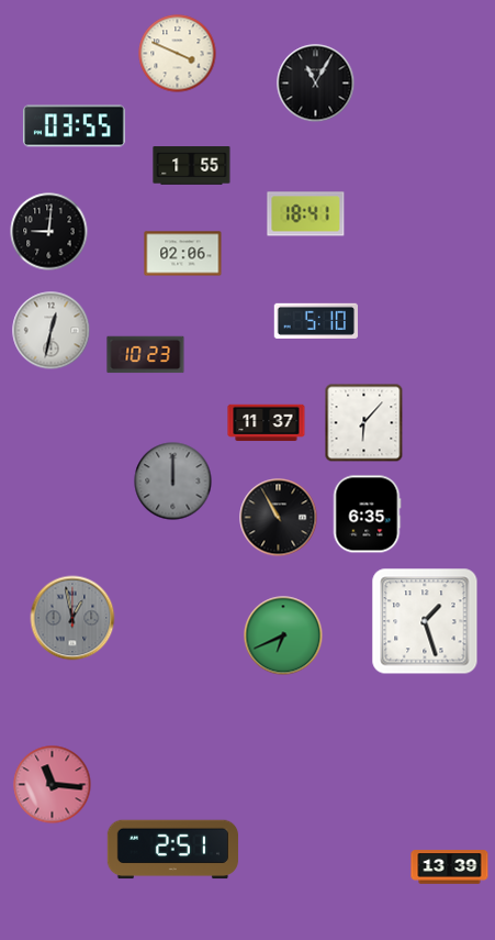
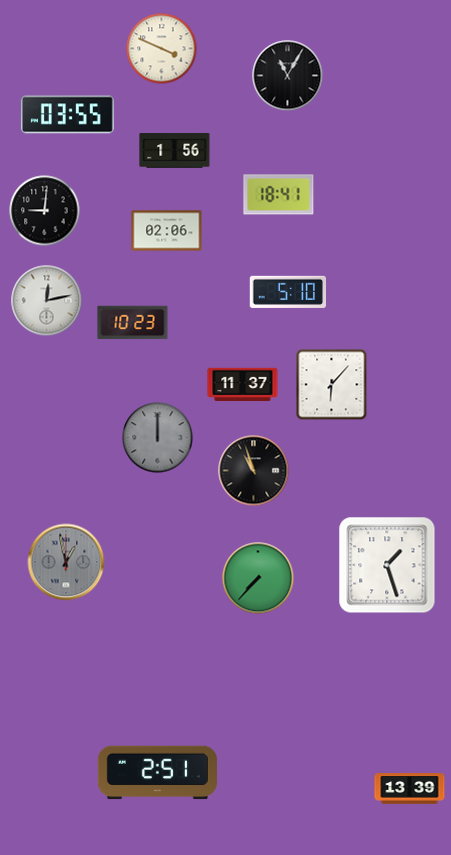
clock at (192, 166): 1:55 -> 1:56
clock at (52, 331): 12:32 -> 12:13
clock at (367, 515): 6:35 -> none
clock at (279, 518): 10:55 -> 10:57
clock at (283, 635): 6:41 -> 7:37
clock at (53, 785): 11:16 -> none
